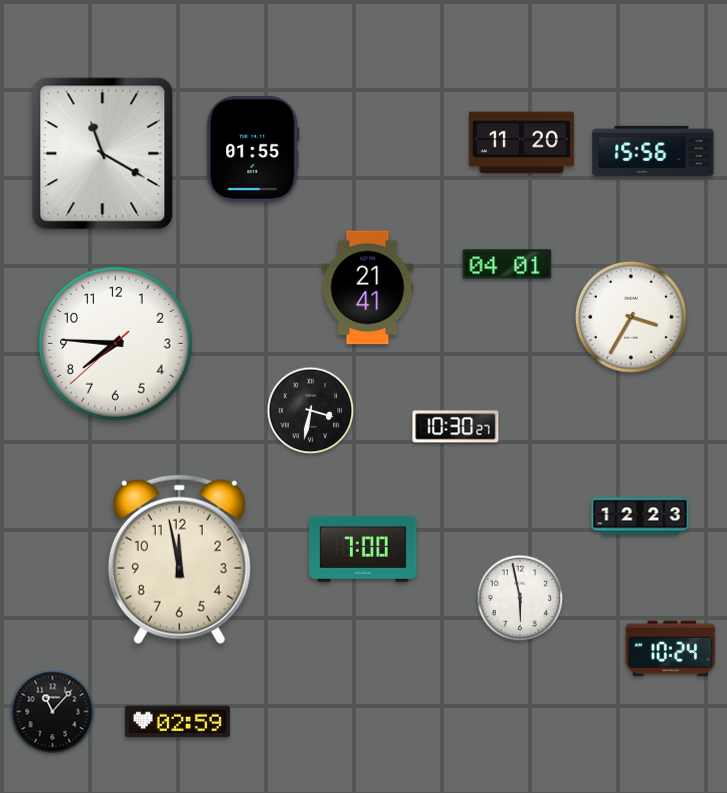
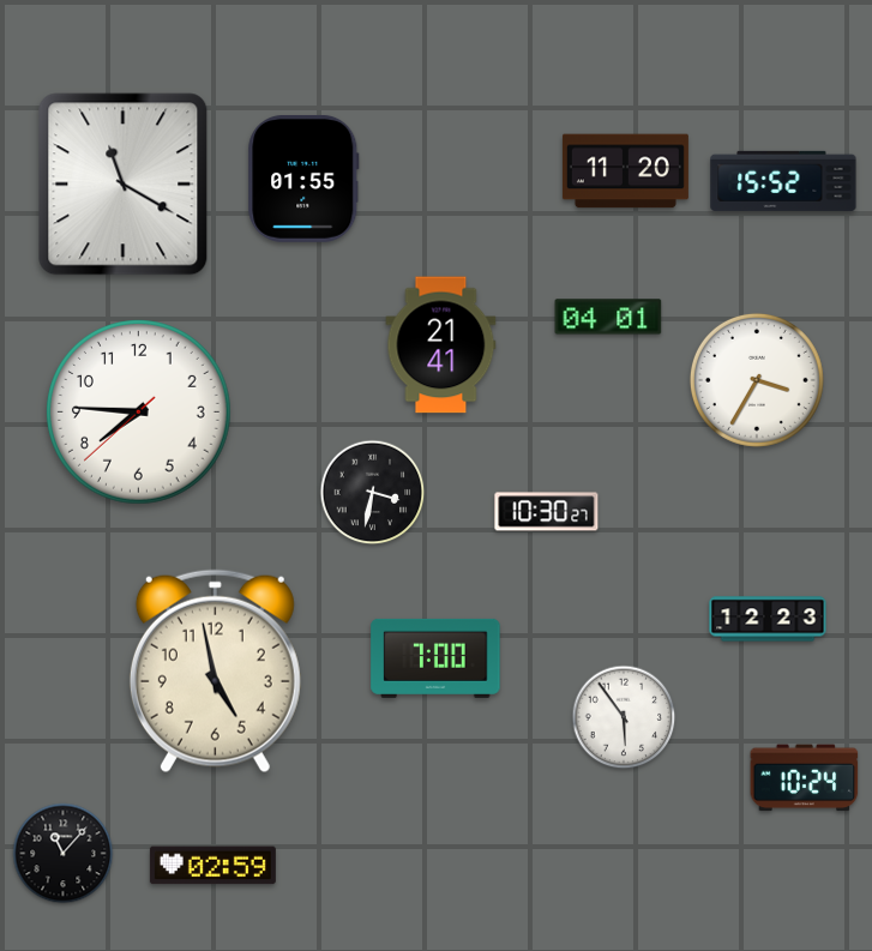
clock at (653, 151): 15:56 -> 15:52
clock at (179, 560): 11:58 -> 4:58
clock at (520, 598): 5:58 -> 5:54
